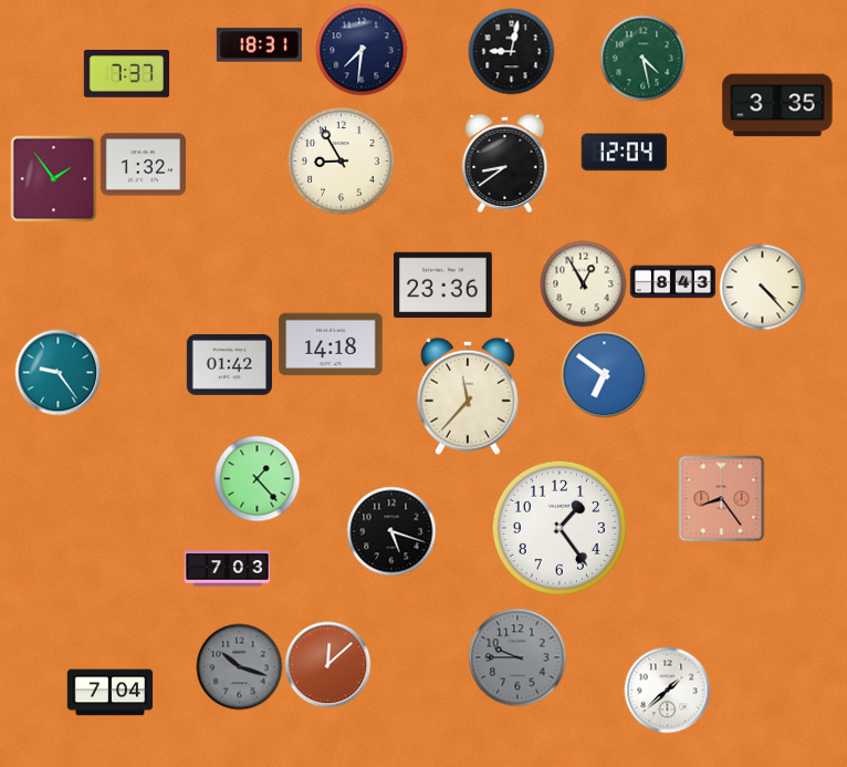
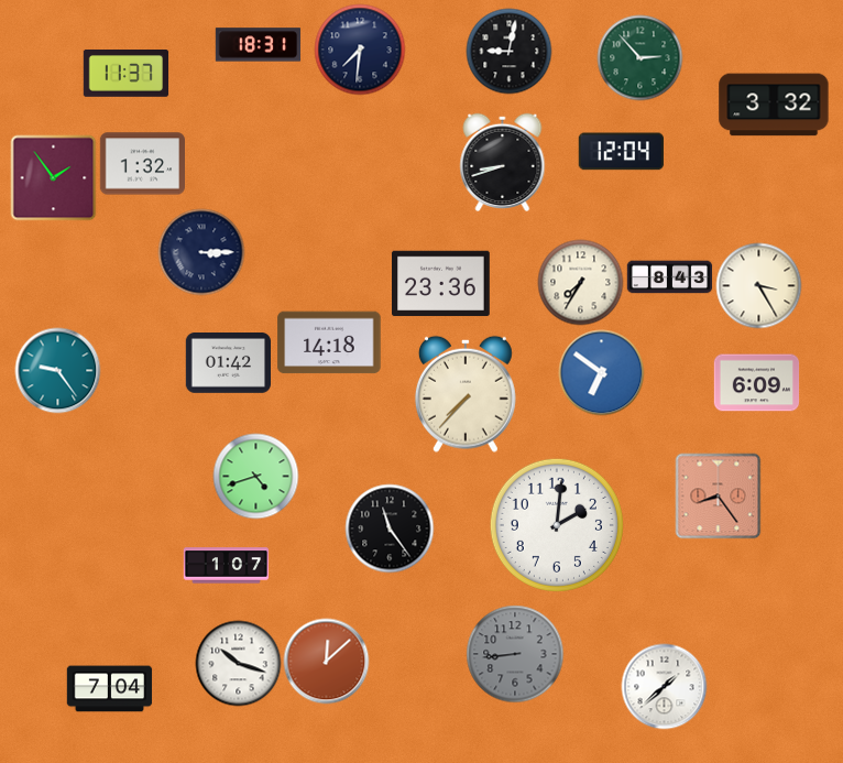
clock at (642, 58): 4:28 -> 2:53
clock at (126, 74): 7:37 -> 11:37
clock at (777, 105): 3:35 -> 3:32
clock at (342, 162): 8:55 -> none
clock at (505, 163): 8:39 -> 8:42
clock at (201, 252): none -> 3:15
clock at (672, 282) position: (672, 282) -> (669, 277)
clock at (583, 283): 12:55 -> 7:35
clock at (762, 287): 4:23 -> 3:25
clock at (756, 383): none -> 6:09
clock at (468, 396): 11:37 -> 7:37
clock at (257, 478): 1:23 -> 4:42
clock at (560, 528): 1:24 -> 2:01
clock at (391, 531): 5:18 -> 11:24
clock at (227, 569): 7:03 -> 1:07
clock at (517, 657): 9:45 -> 8:44
clock at (239, 666) dial: grey -> white
